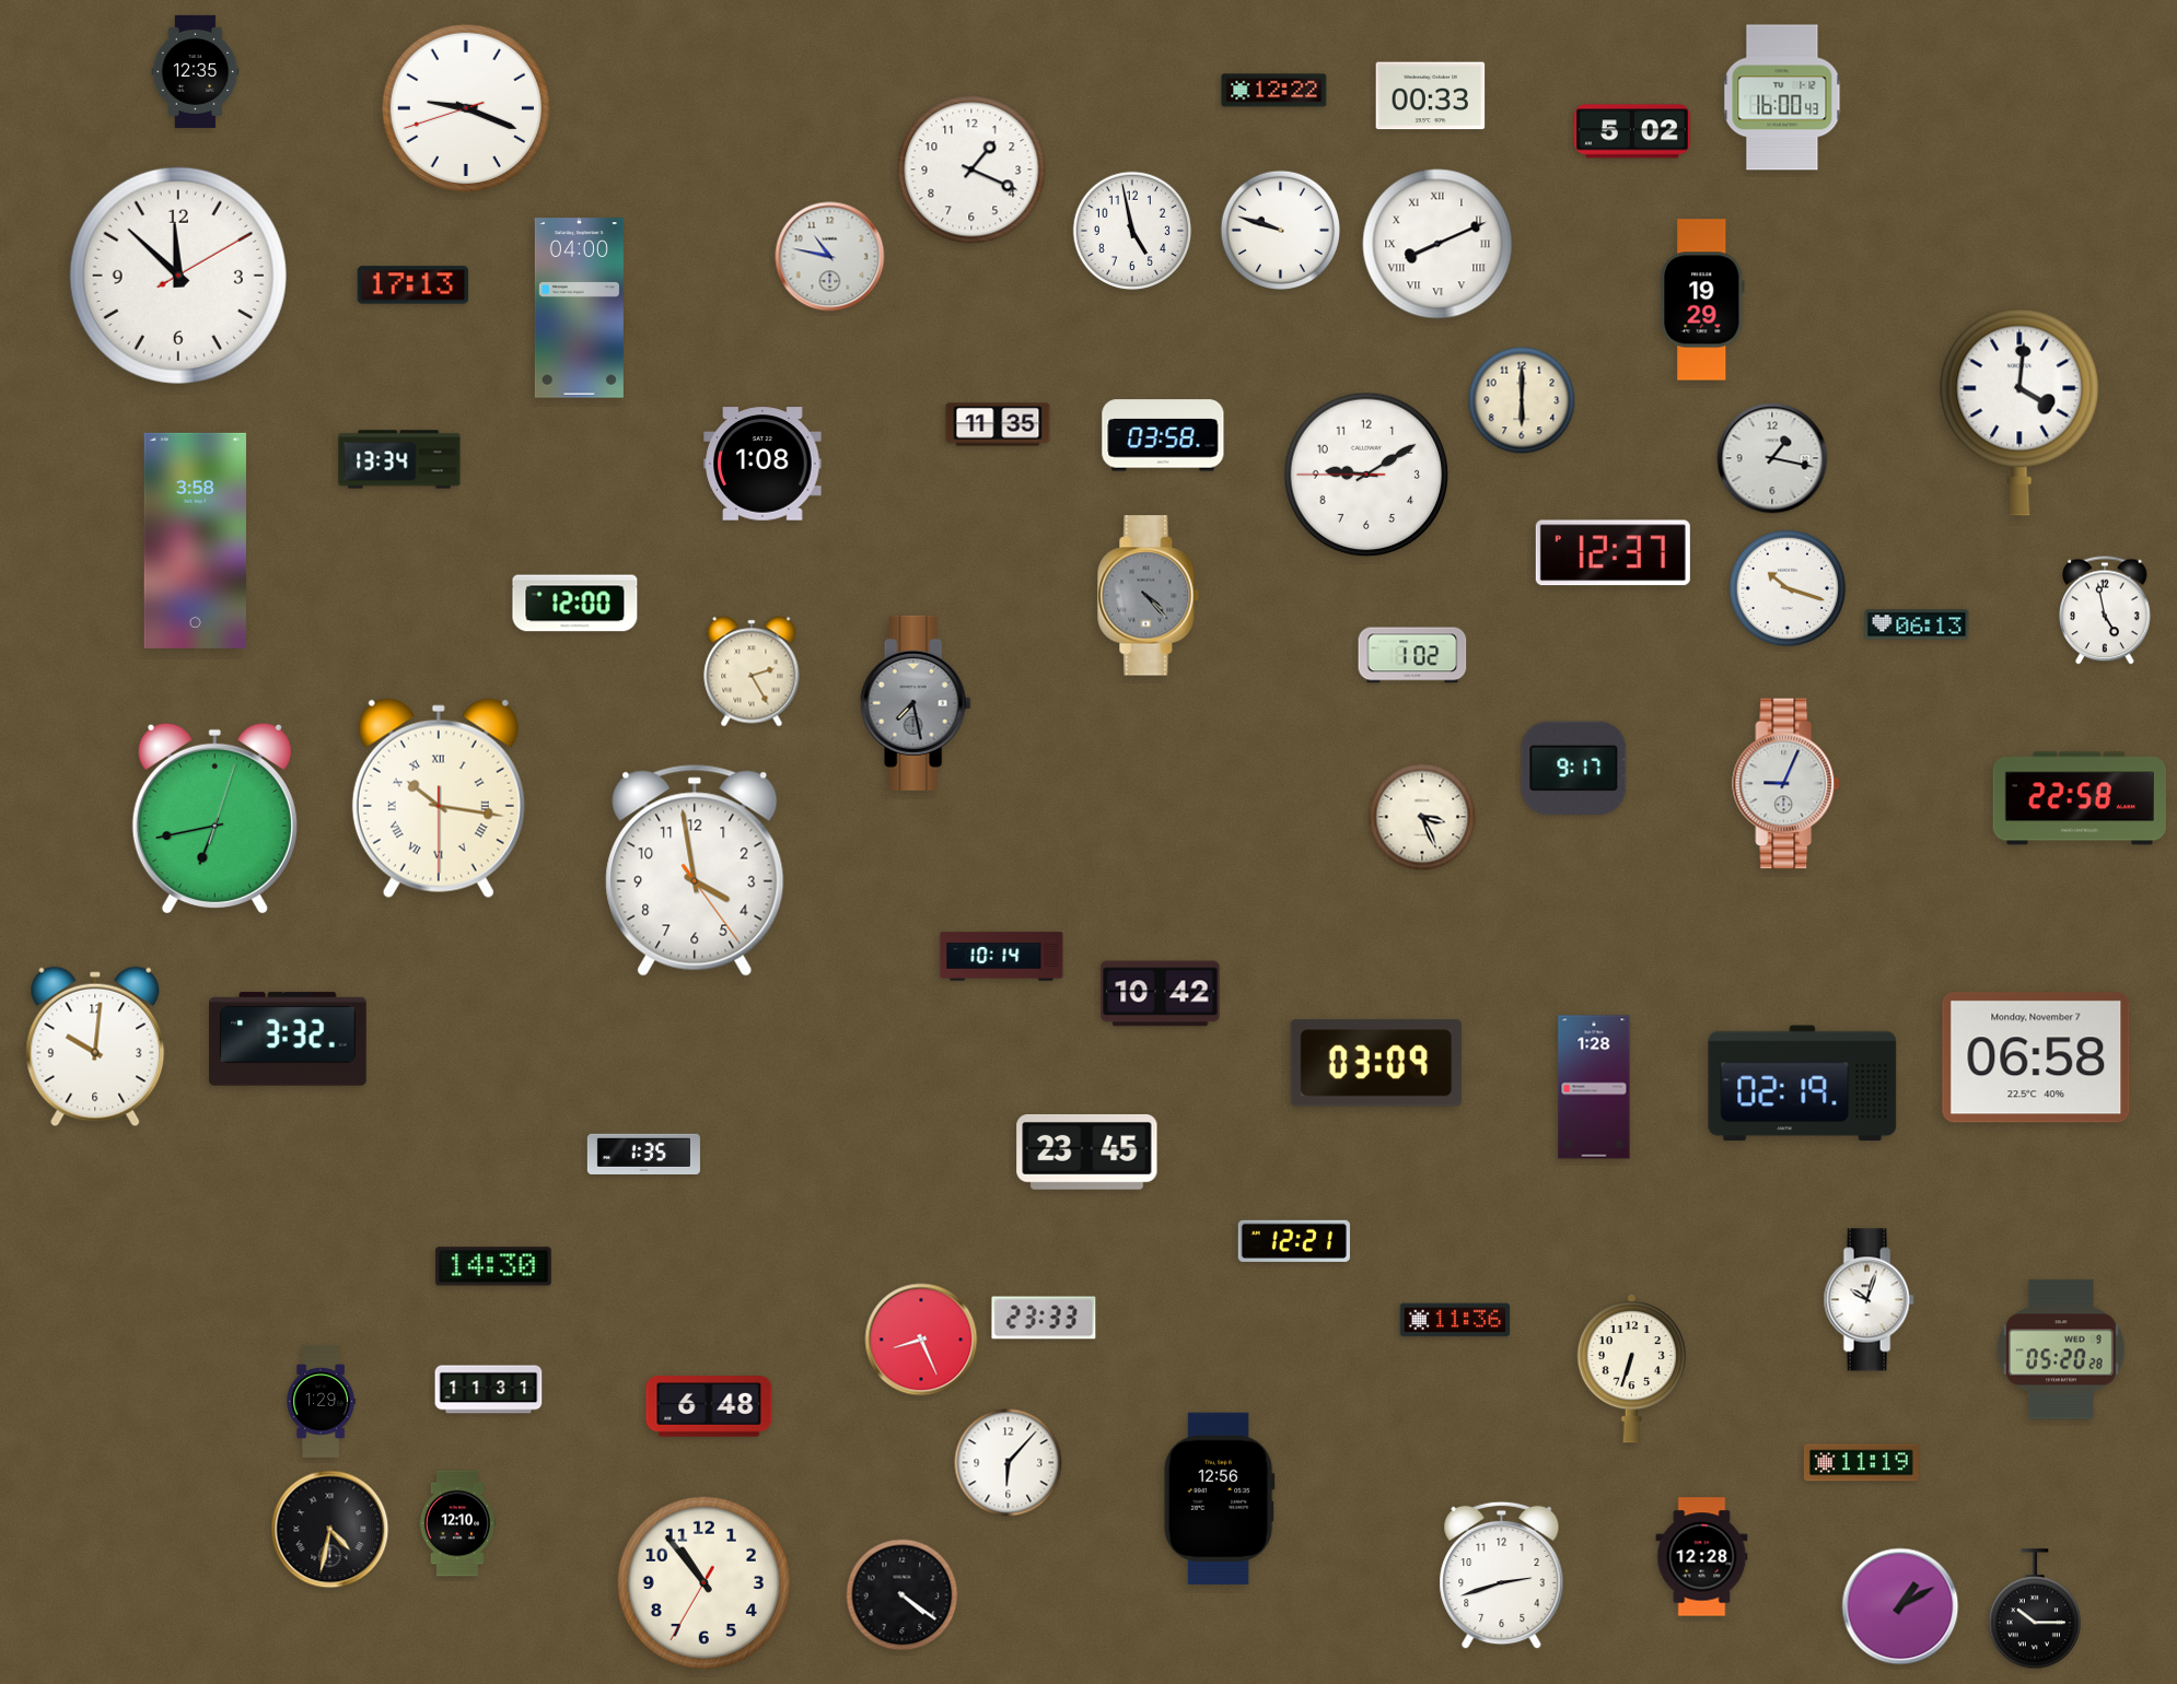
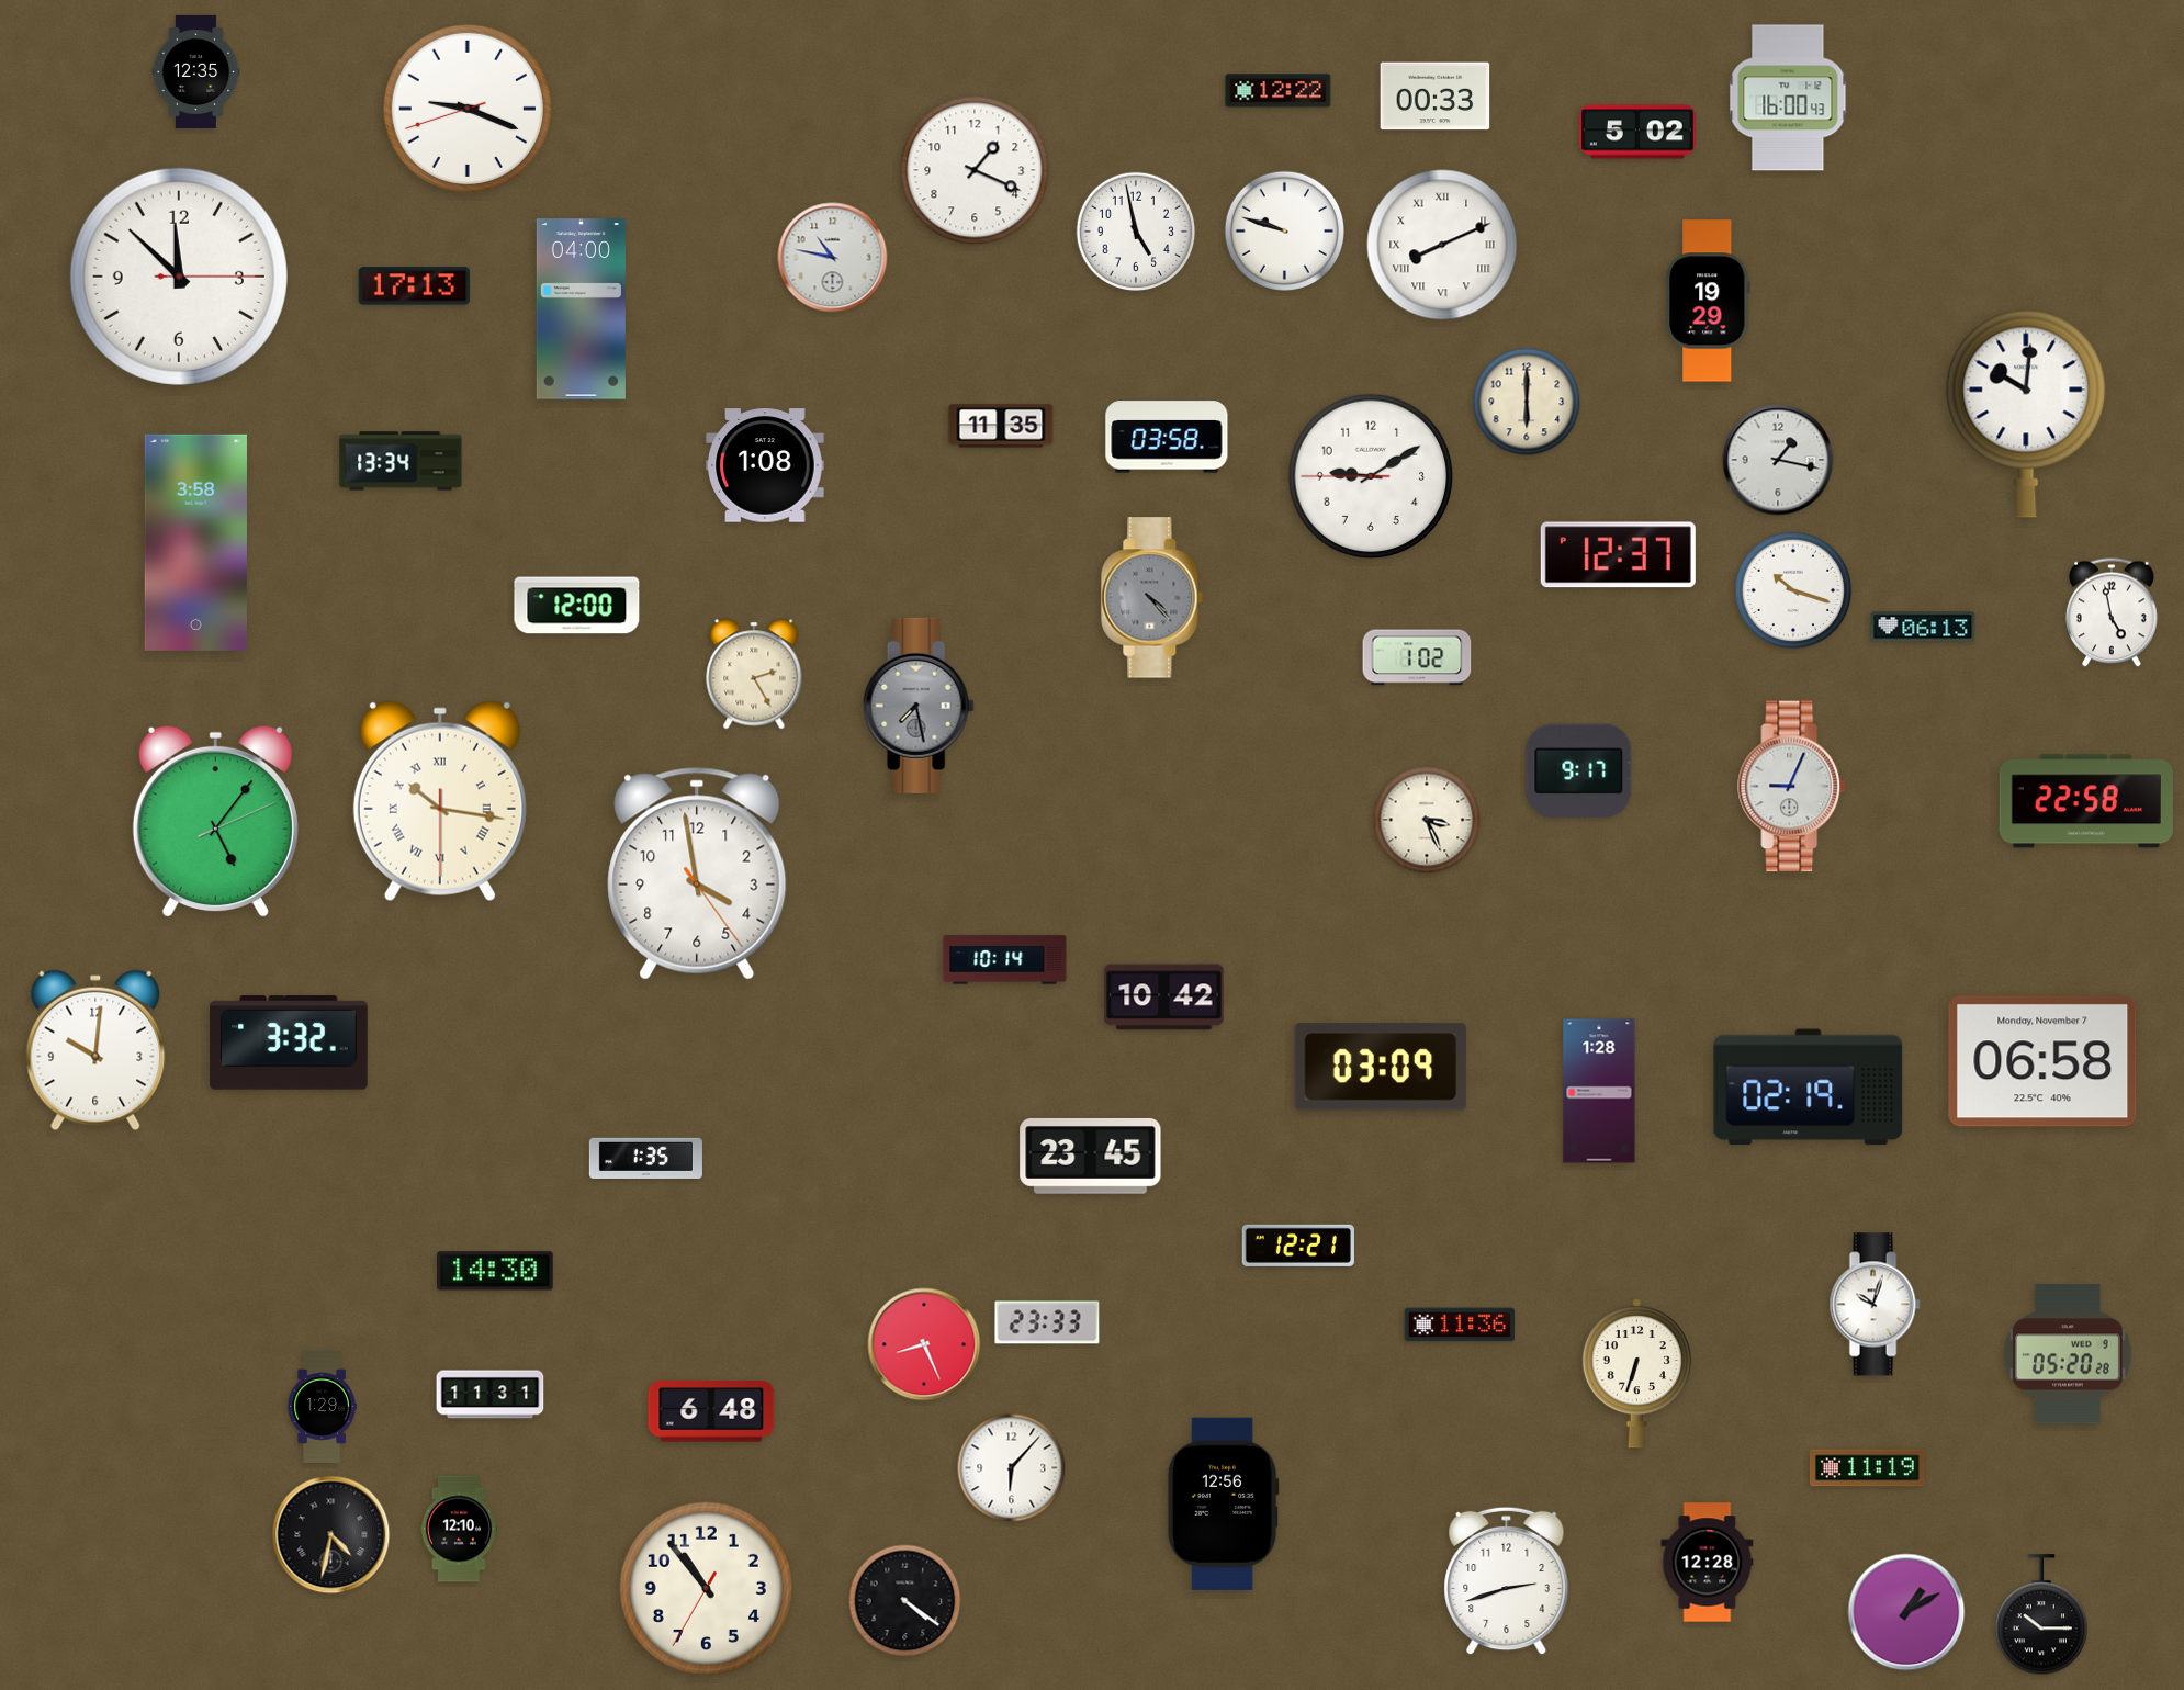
clock at (178, 276): 11:52:10 -> 11:52:15
clock at (2019, 412): 4:01 -> 10:01
clock at (214, 819): 6:43 -> 5:06
